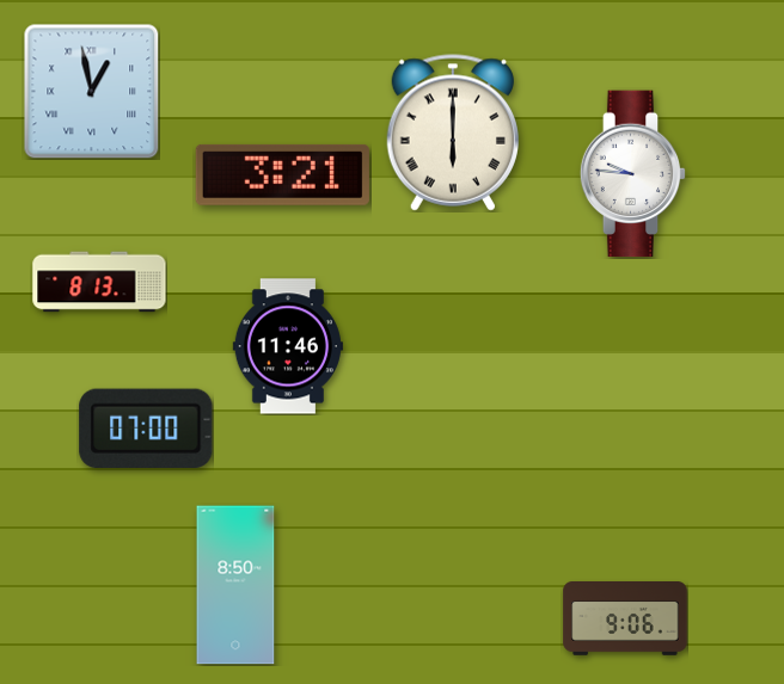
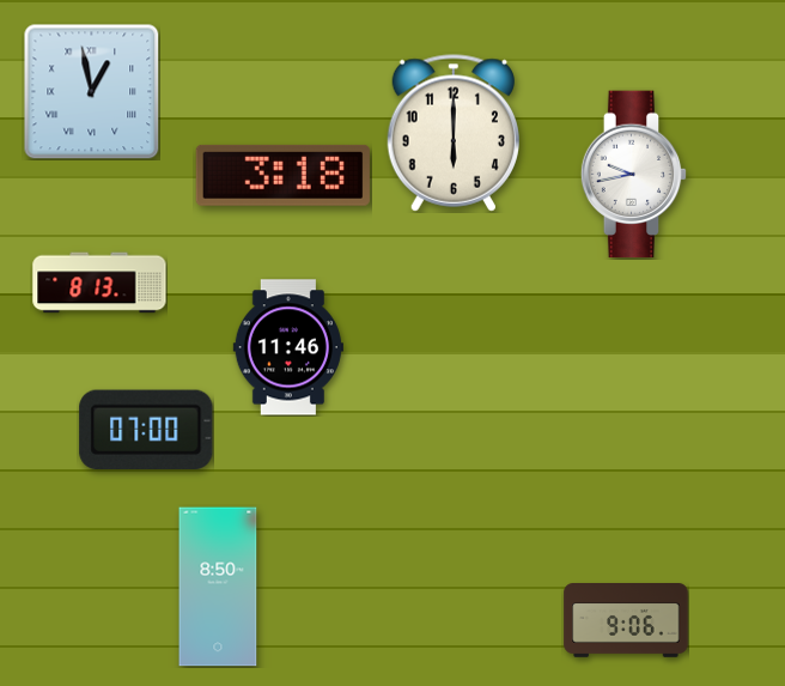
clock at (453, 133) numerals: Roman -> Arabic
clock at (282, 174): 3:21 -> 3:18
clock at (633, 174): 9:46 -> 9:43
clock at (235, 585) position: (235, 585) -> (218, 587)
